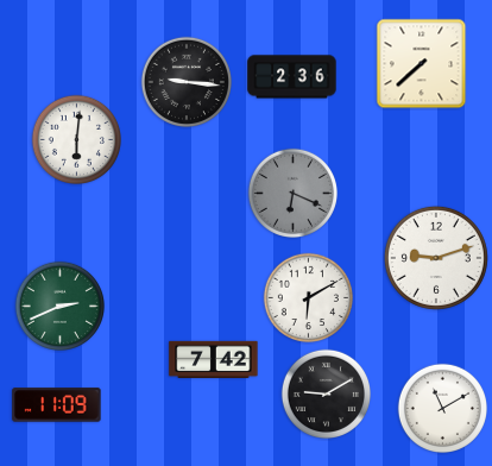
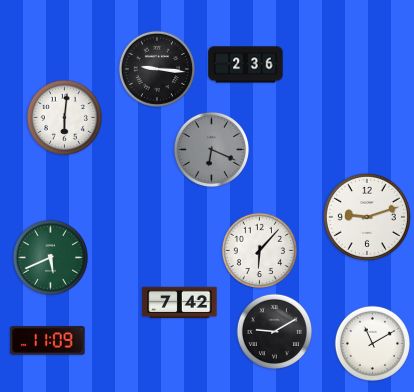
clock at (422, 64): 7:38 -> none
clock at (292, 193) position: (292, 193) -> (211, 149)
clock at (308, 297): 6:10 -> 6:07
clock at (59, 306): 2:41 -> 5:41
